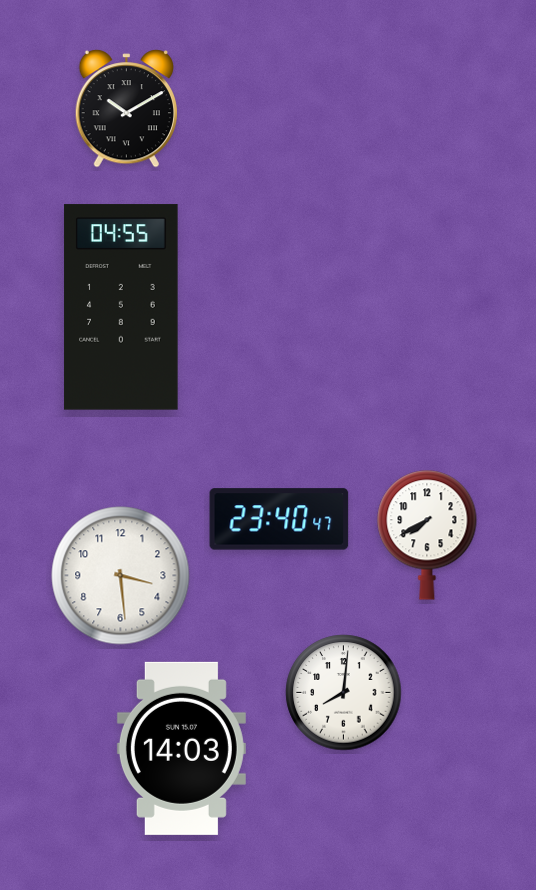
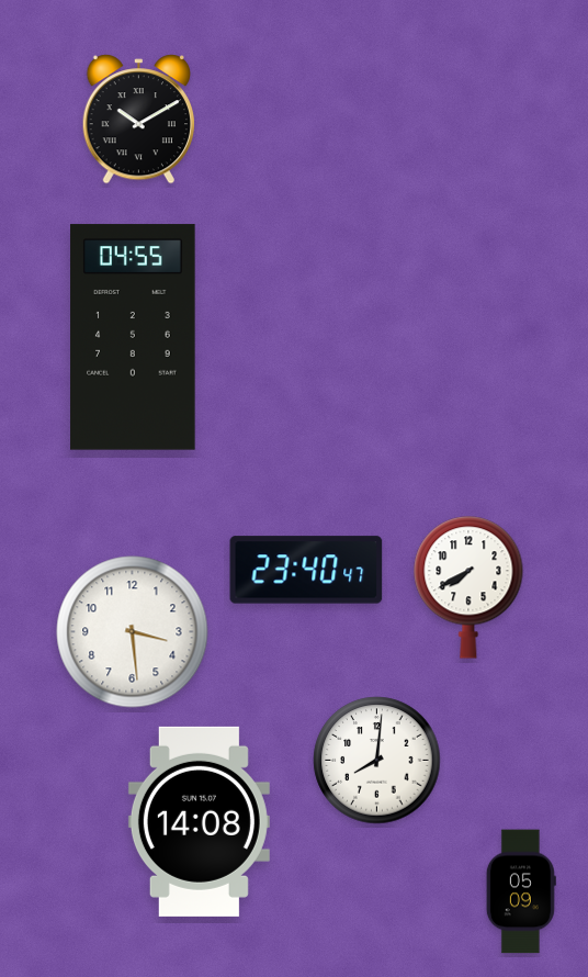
clock at (181, 748): 14:03 -> 14:08
clock at (521, 891): none -> 05:09
